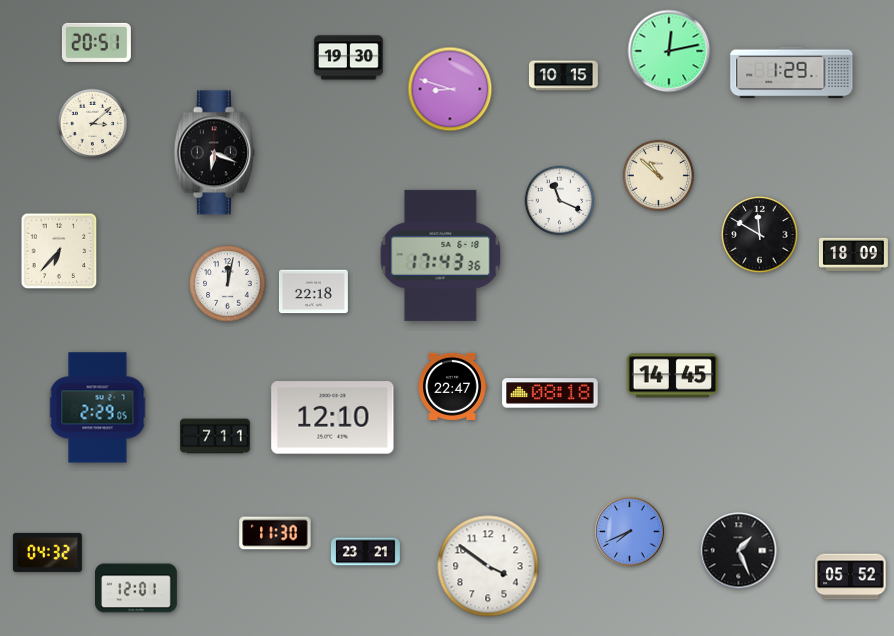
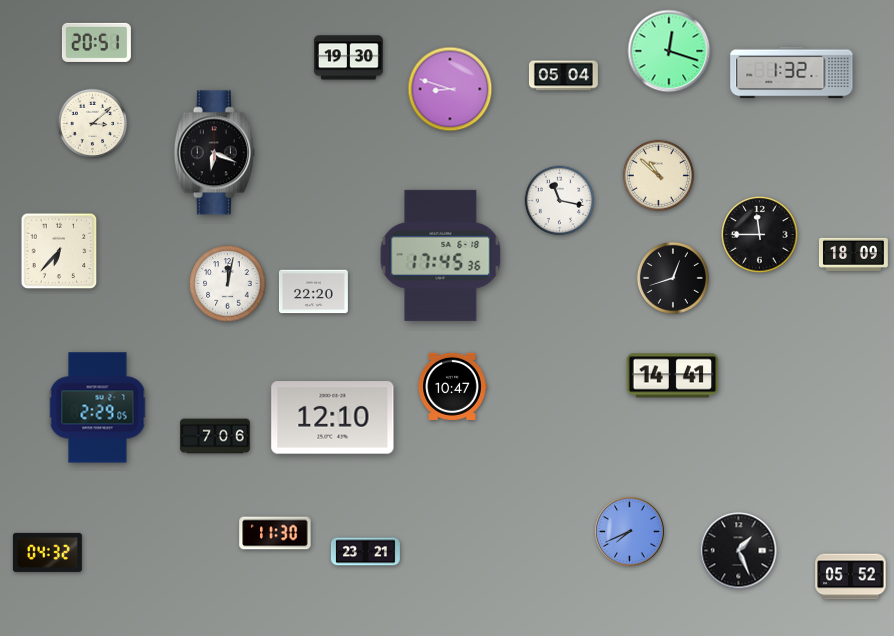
clock at (669, 51): 12:13 -> 12:18
clock at (792, 73): 1:29 -> 1:32
clock at (563, 76): 10:15 -> 05:04
clock at (560, 201): 11:19 -> 11:17
clock at (760, 235): 11:50 -> 11:45
clock at (441, 255): 17:43 -> 17:45
clock at (673, 278): none -> 12:42
clock at (313, 292): 22:18 -> 22:20
clock at (673, 376): 14:45 -> 14:41
clock at (452, 386): 22:47 -> 10:47
clock at (550, 393): 08:18 -> none
clock at (215, 436): 7:11 -> 7:06
clock at (488, 566): 3:51 -> none
clock at (137, 588): 12:01 -> none
